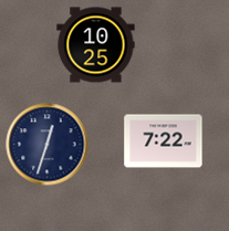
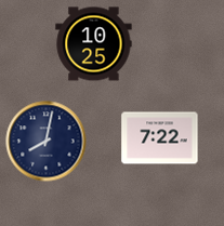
clock at (48, 145): 12:33 -> 8:02
